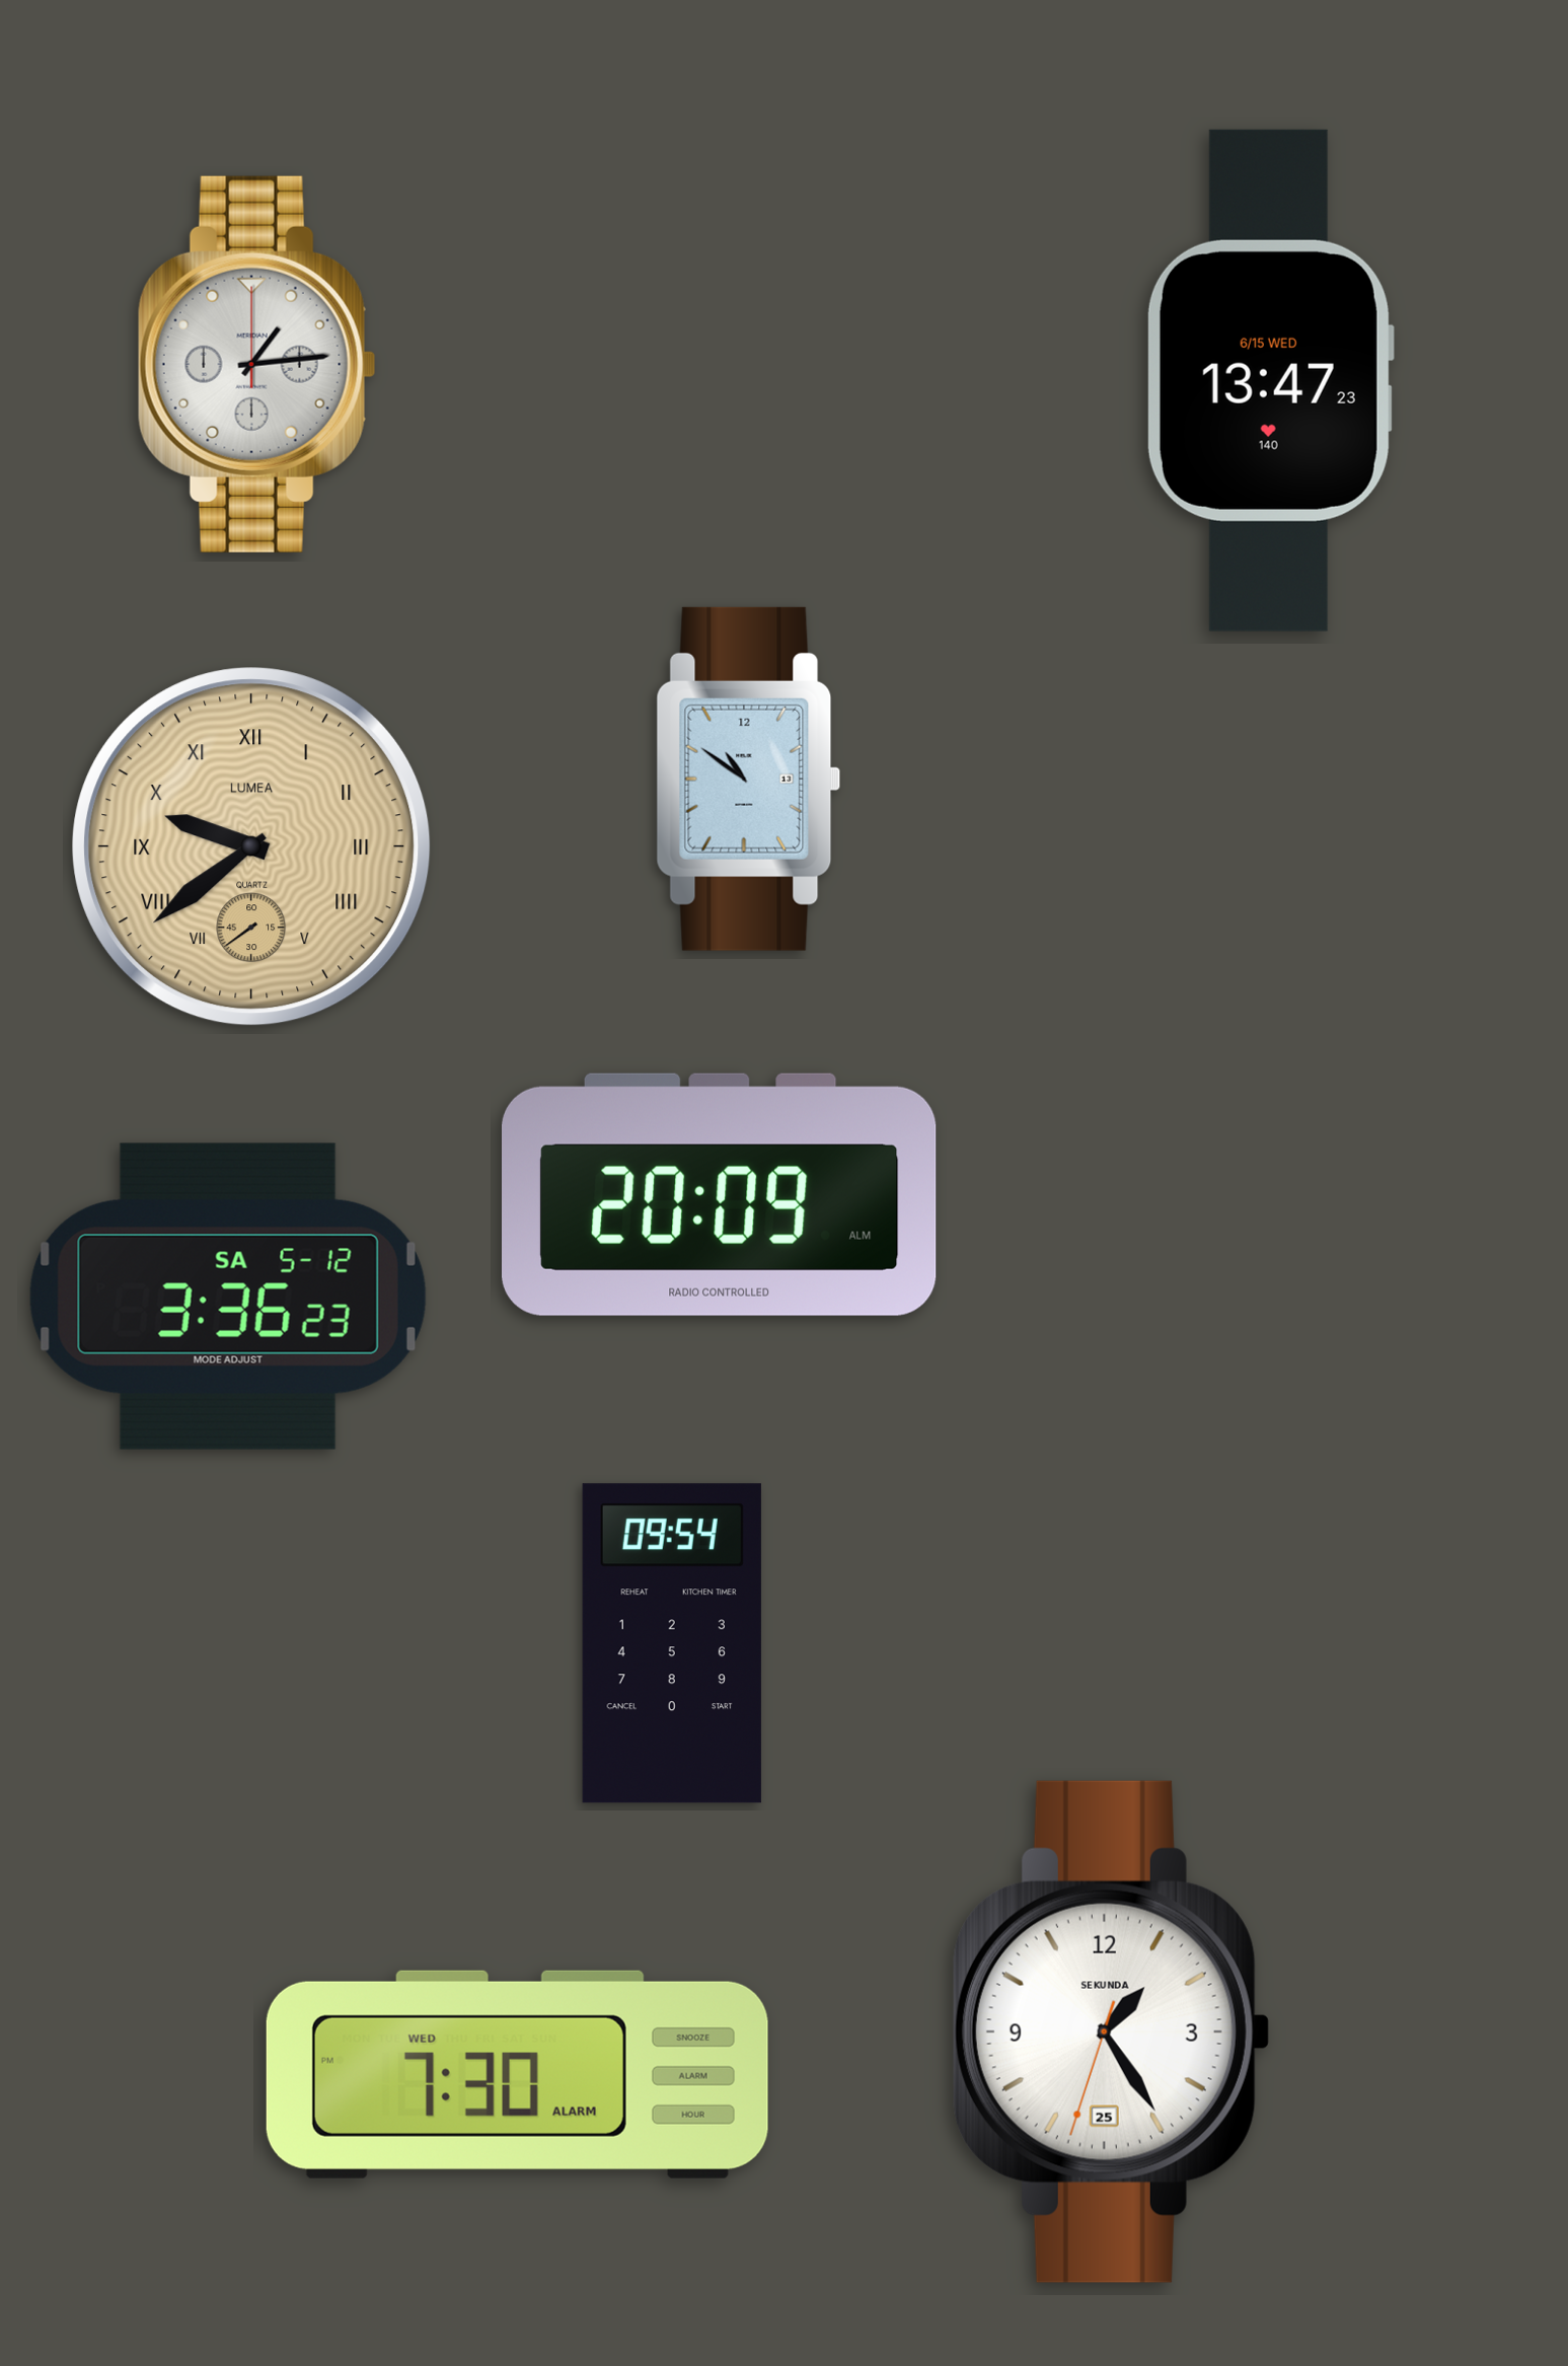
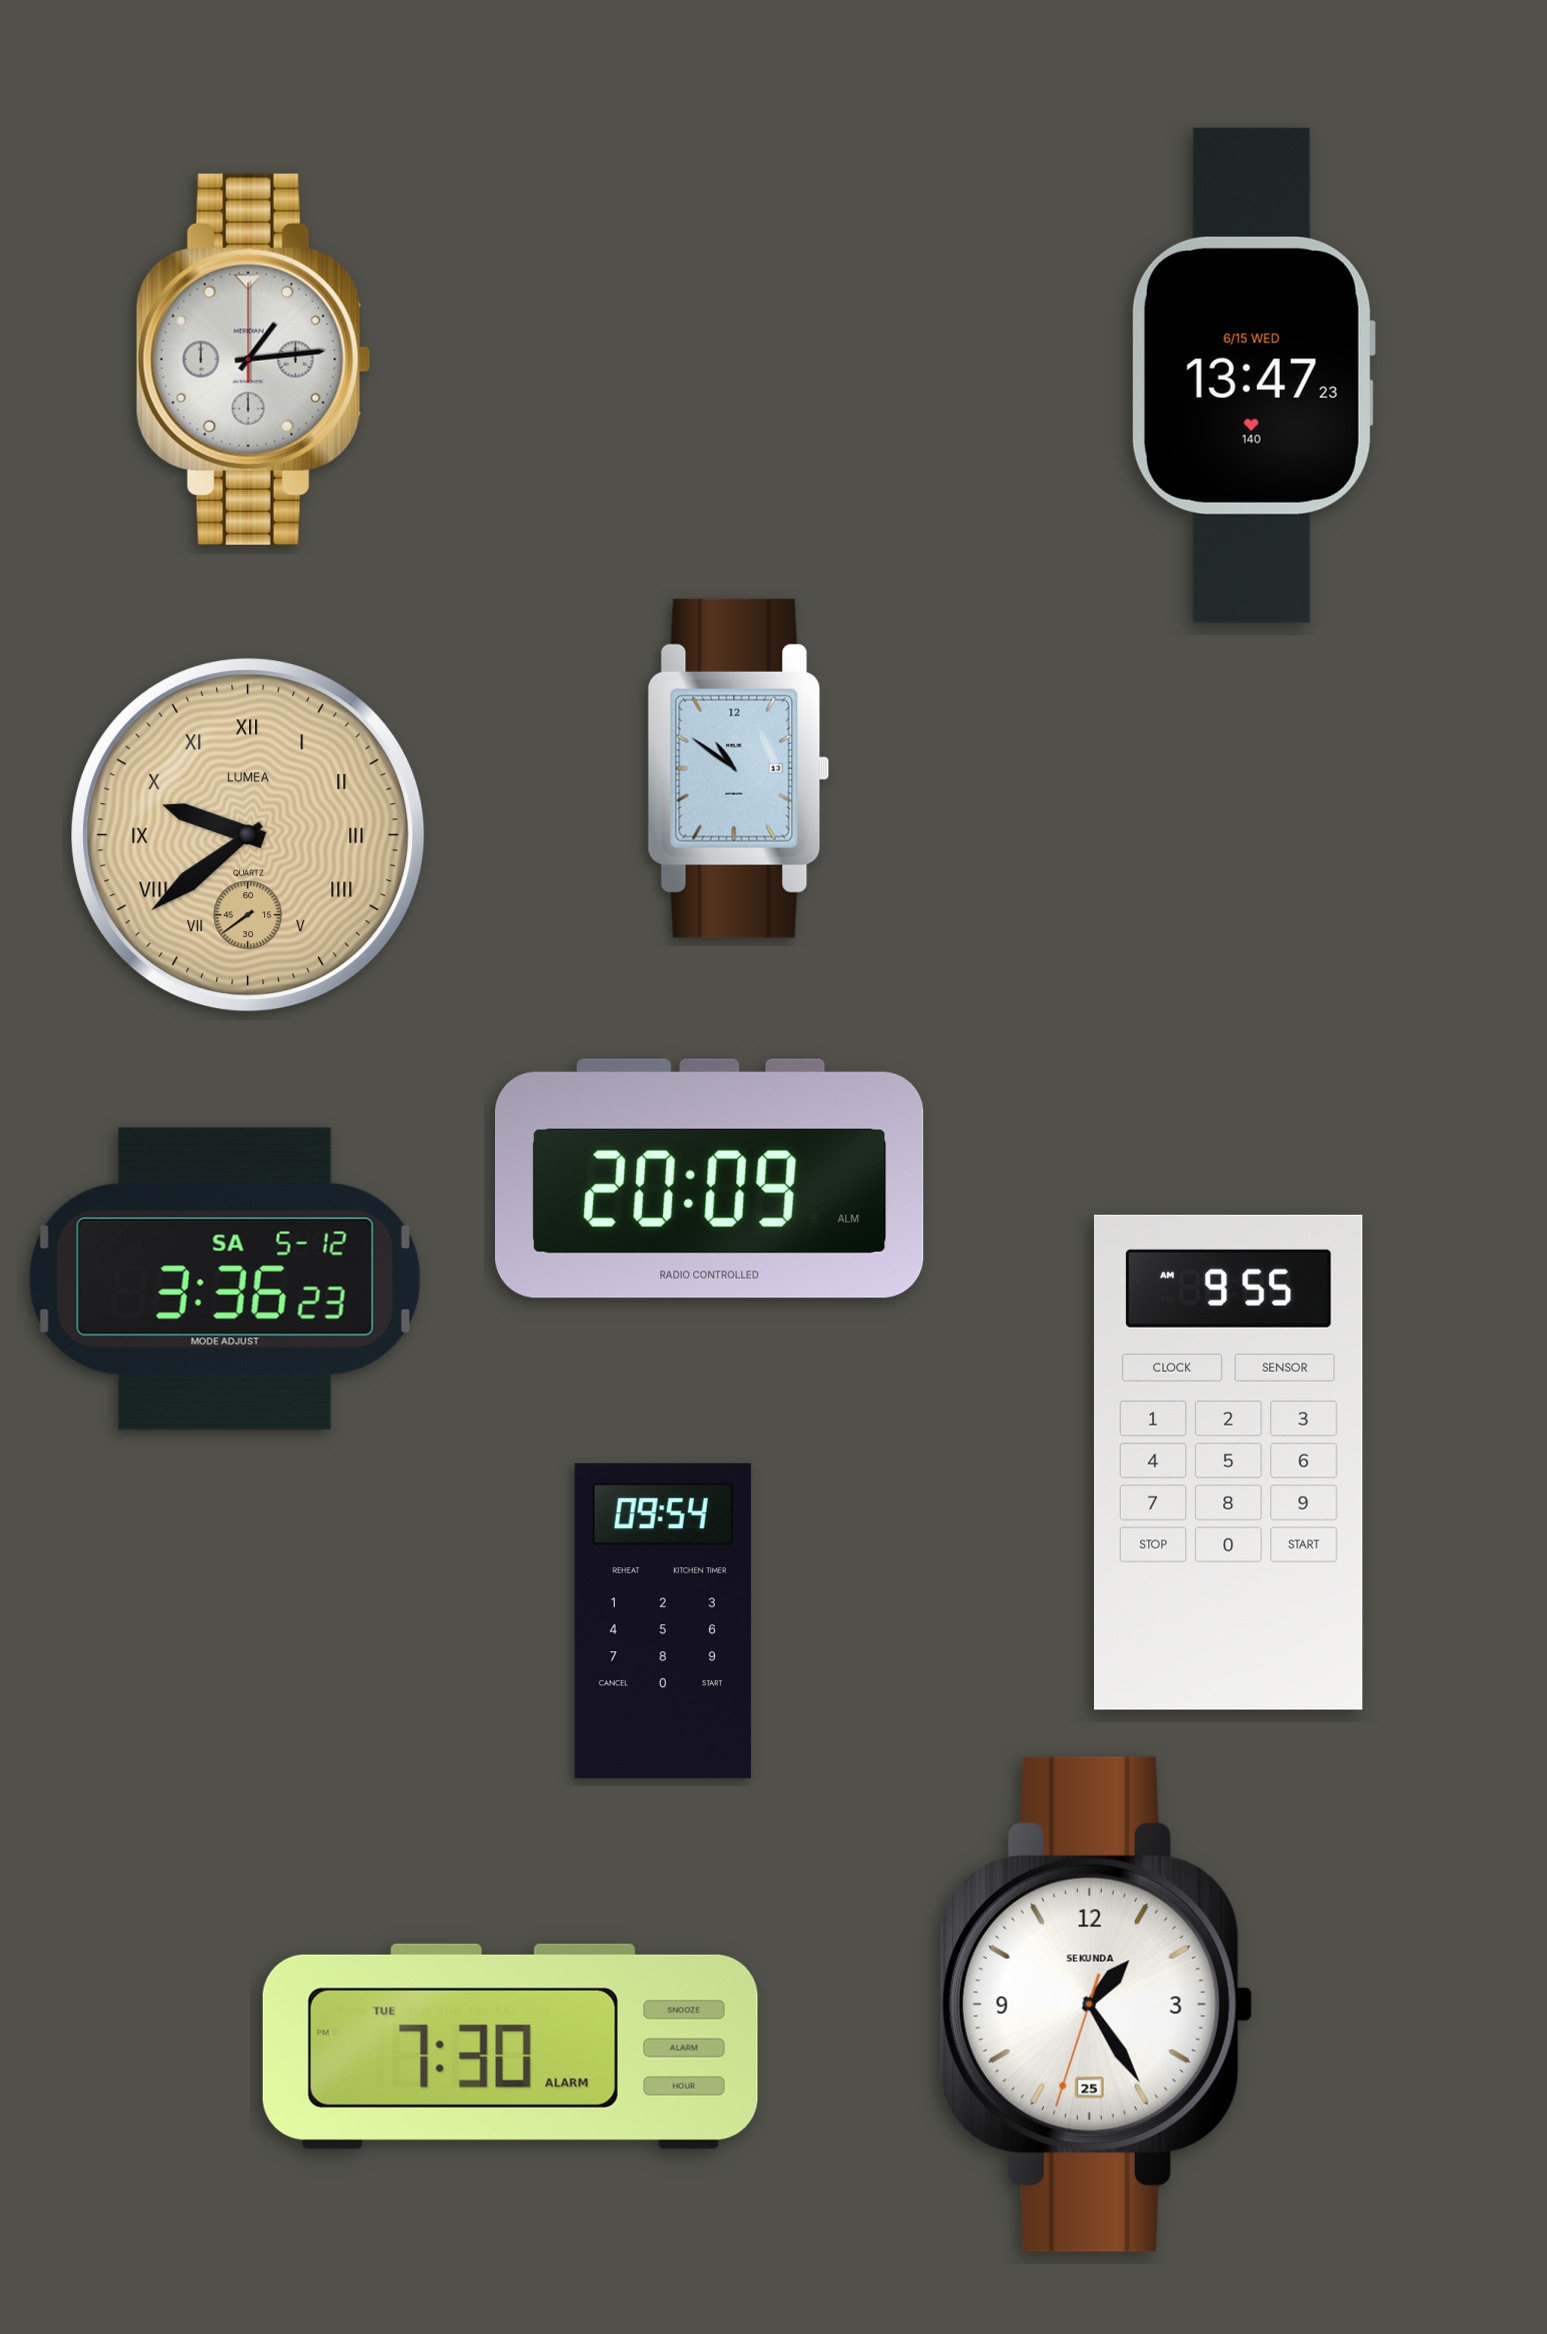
clock at (1228, 1462): none -> 9:55
clock at (517, 2074) date: WED -> TUE
